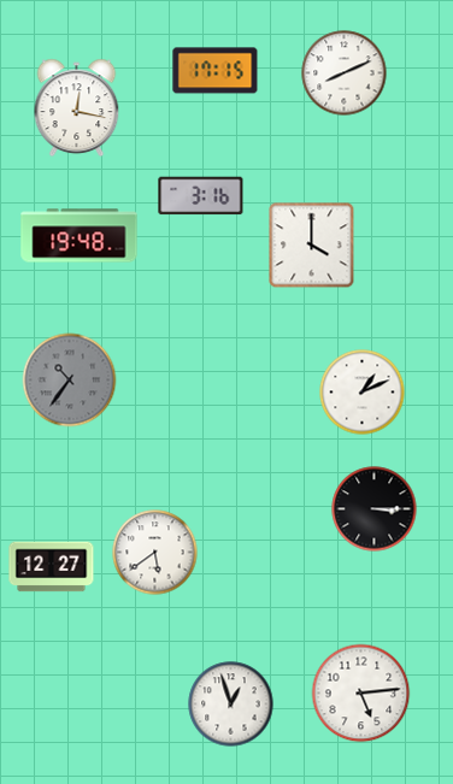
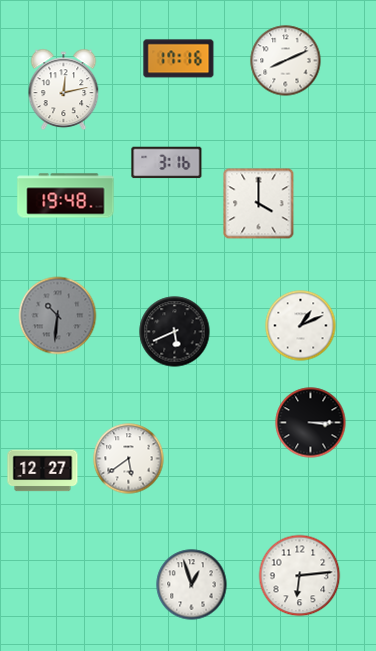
clock at (216, 71): 17:15 -> 17:16
clock at (77, 108): 12:17 -> 12:13
clock at (70, 381): 10:36 -> 10:31
clock at (175, 332): none -> 5:41
clock at (361, 694): 5:14 -> 6:14
